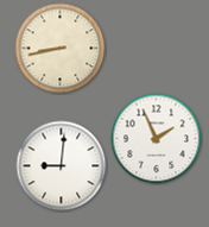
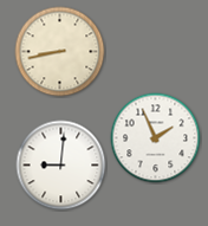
clock at (61, 49) position: (61, 49) -> (60, 52)
